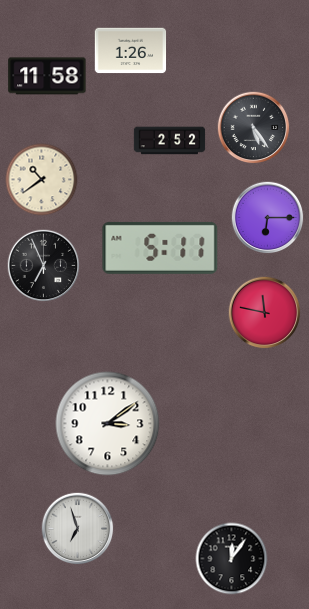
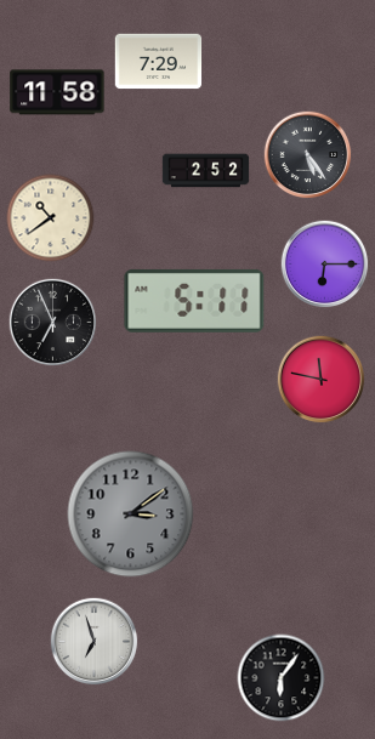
clock at (131, 51): 1:26 -> 7:29
clock at (108, 424) dial: white -> grey
clock at (232, 559): 12:06 -> 6:06
